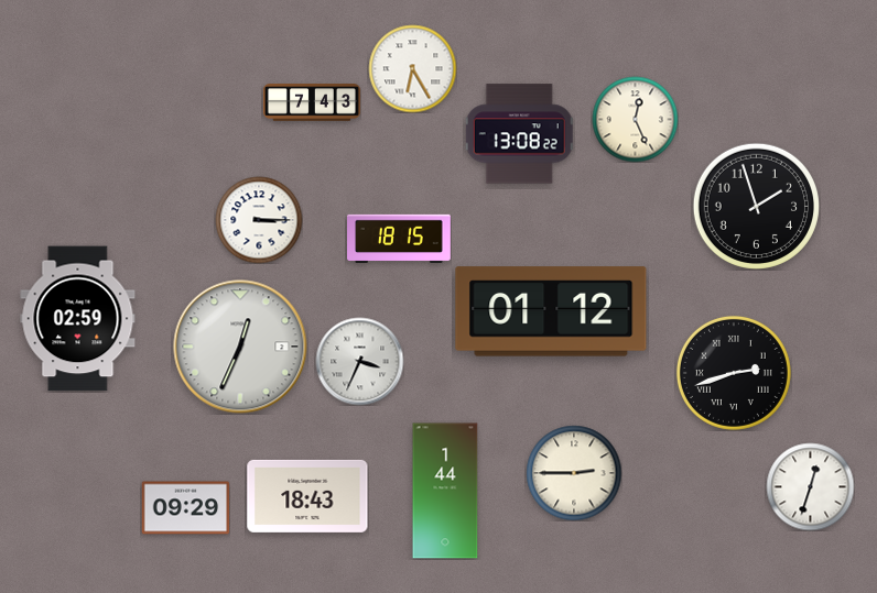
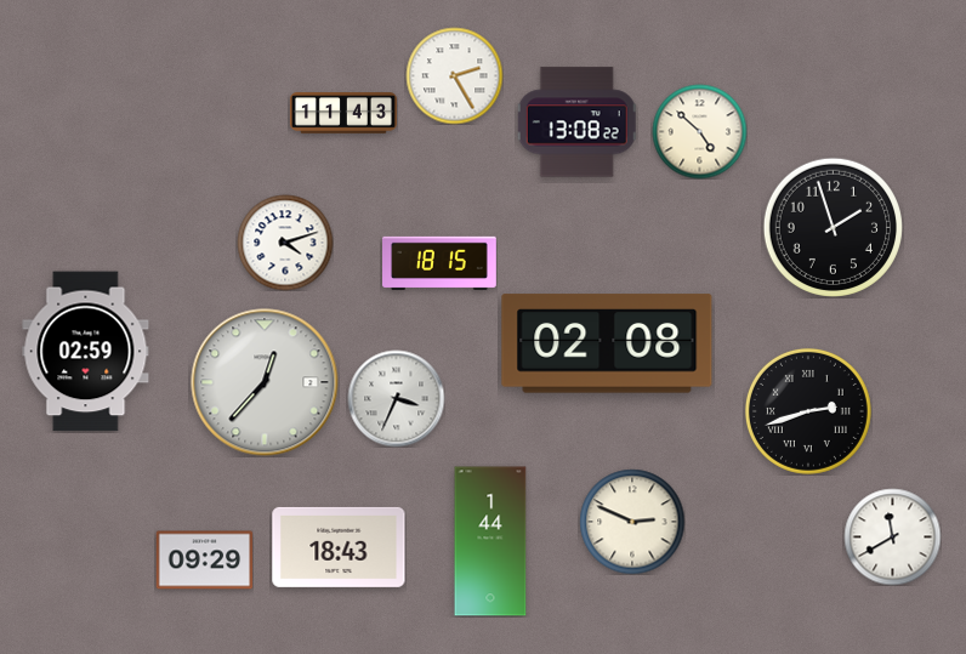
clock at (412, 68): 6:25 -> 2:25
clock at (312, 102): 7:43 -> 11:43
clock at (635, 119): 12:26 -> 4:52
clock at (519, 134) position: (519, 134) -> (576, 123)
clock at (259, 220): 3:15 -> 4:12
clock at (551, 311): 01:12 -> 02:08
clock at (240, 347): 12:34 -> 12:37
clock at (574, 473): 2:45 -> 2:49
clock at (810, 486): 12:33 -> 11:40
